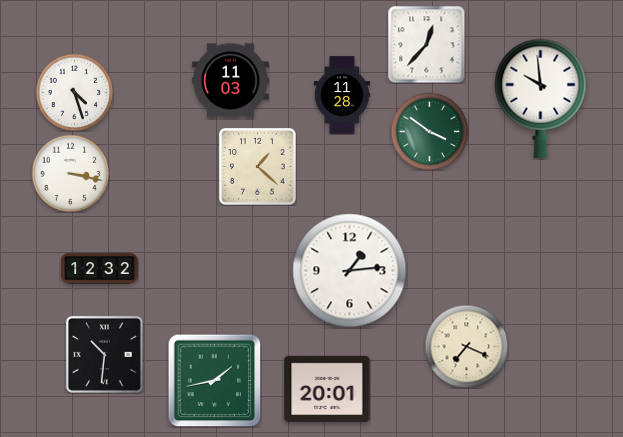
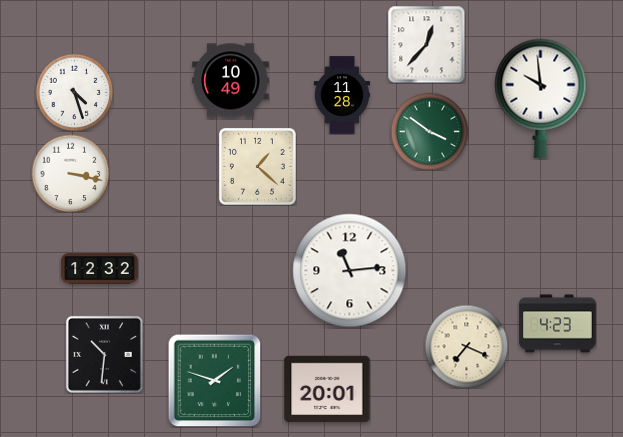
clock at (231, 81): 11:03 -> 10:49
clock at (350, 271): 1:14 -> 11:14
clock at (558, 324): none -> 4:23
clock at (214, 380): 1:43 -> 1:48
